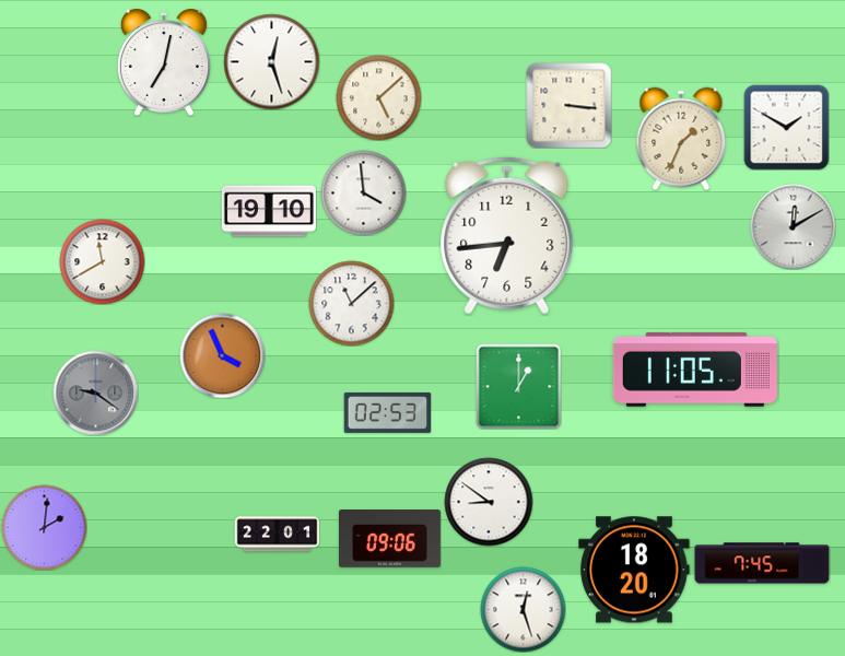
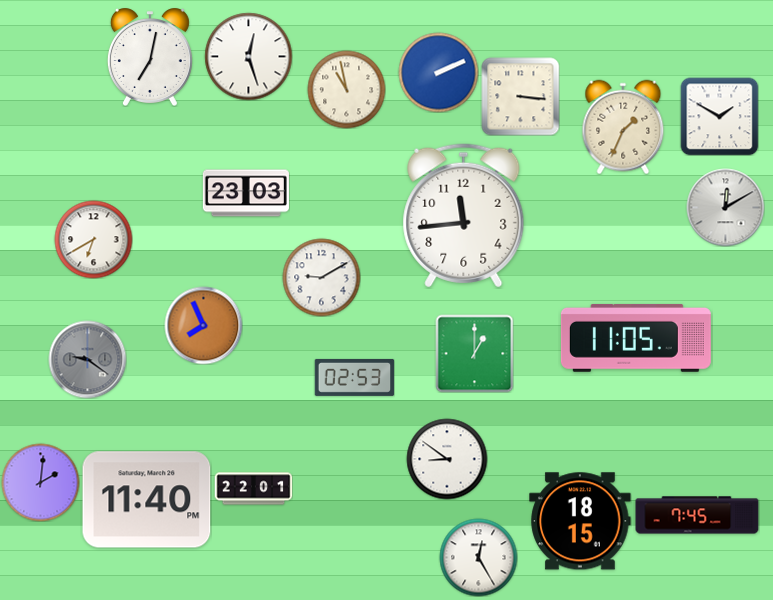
clock at (438, 72): none -> 2:11
clock at (378, 97): 5:08 -> 10:58
clock at (363, 192): 3:59 -> none
clock at (269, 211): 19:10 -> 23:03
clock at (507, 236): 6:44 -> 11:44
clock at (102, 261): 11:40 -> 6:40
clock at (351, 303): 11:08 -> 9:10
clock at (222, 355): 3:56 -> 7:56
clock at (390, 539): 09:06 -> none
clock at (147, 500): none -> 11:40
clock at (634, 570): 18:20 -> 18:15
clock at (523, 609): 12:27 -> 12:25
